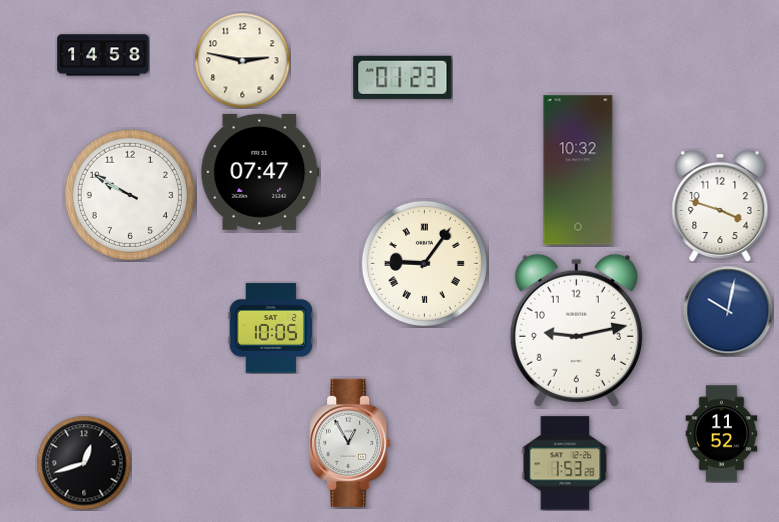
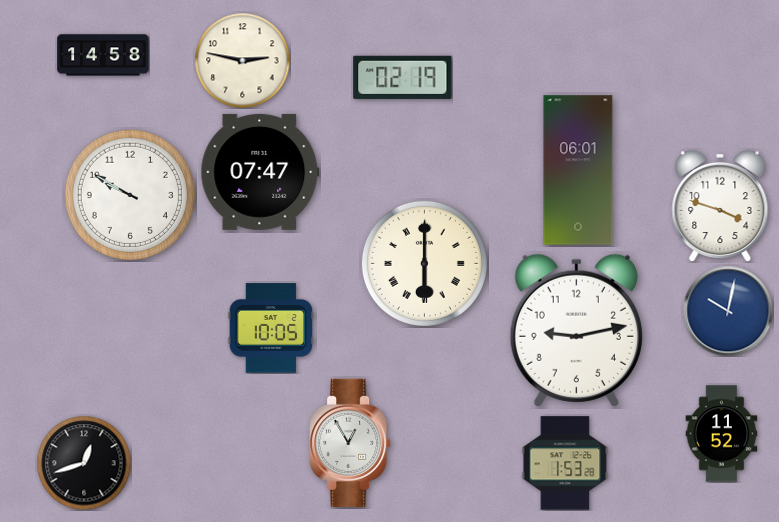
clock at (403, 77): 01:23 -> 02:19
clock at (578, 170): 10:32 -> 06:01
clock at (424, 263): 9:06 -> 6:00
